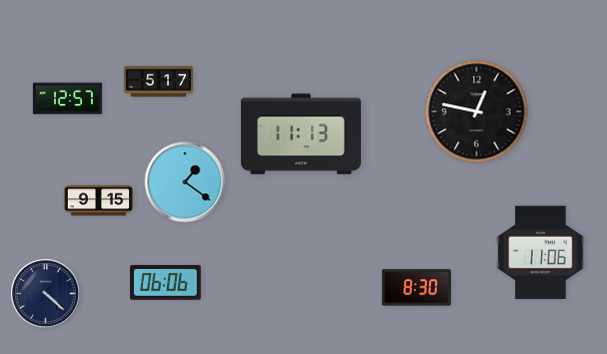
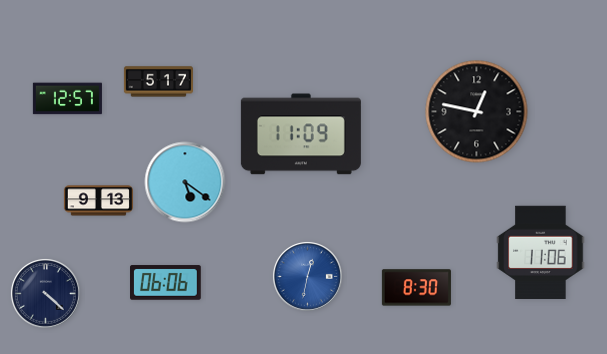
clock at (301, 134): 11:13 -> 11:09
clock at (185, 182): 1:21 -> 5:21
clock at (98, 201): 9:15 -> 9:13
clock at (307, 276): none -> 12:32
